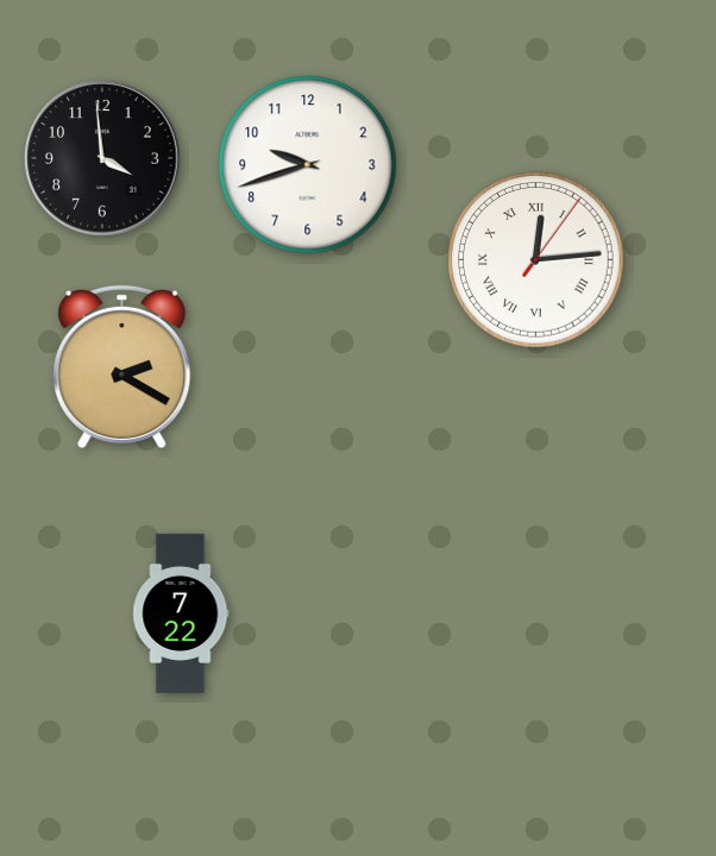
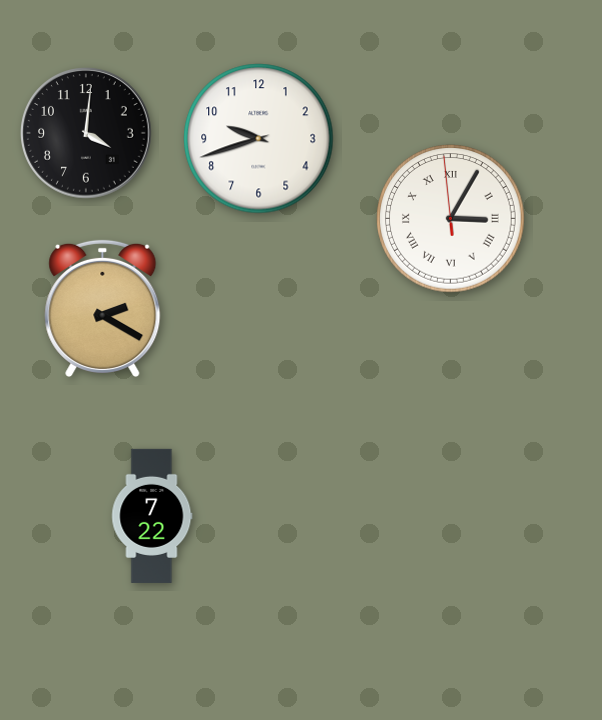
clock at (102, 158): 3:59 -> 4:01
clock at (536, 260): 12:14 -> 3:04
